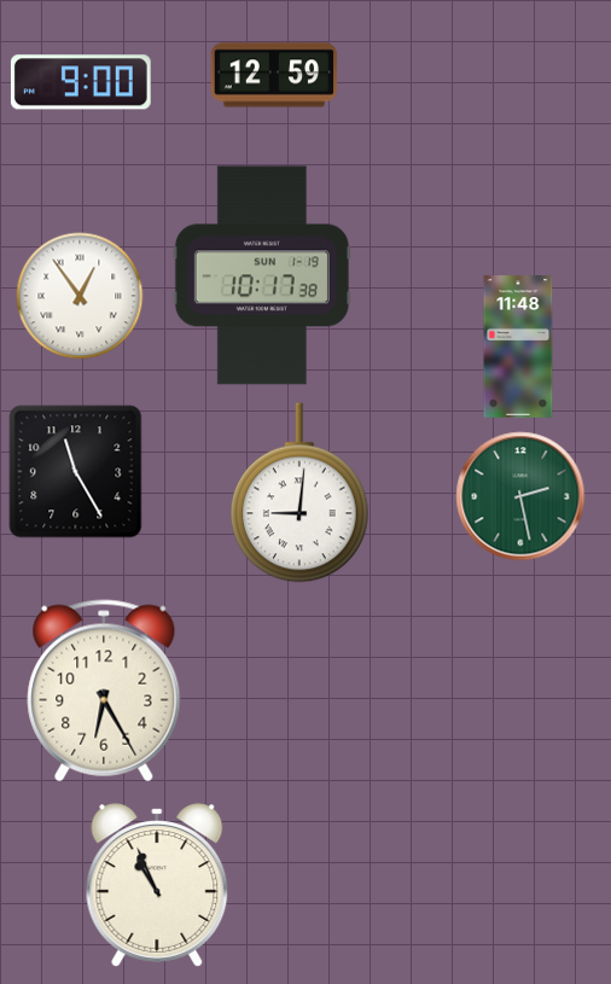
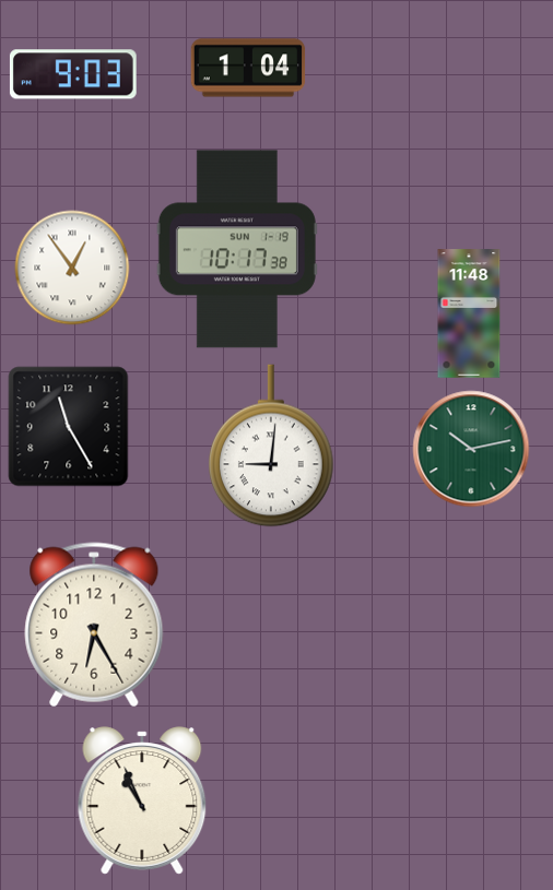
clock at (274, 75): 12:59 -> 1:04
clock at (81, 82): 9:00 -> 9:03
clock at (520, 496): 2:28 -> 10:13
